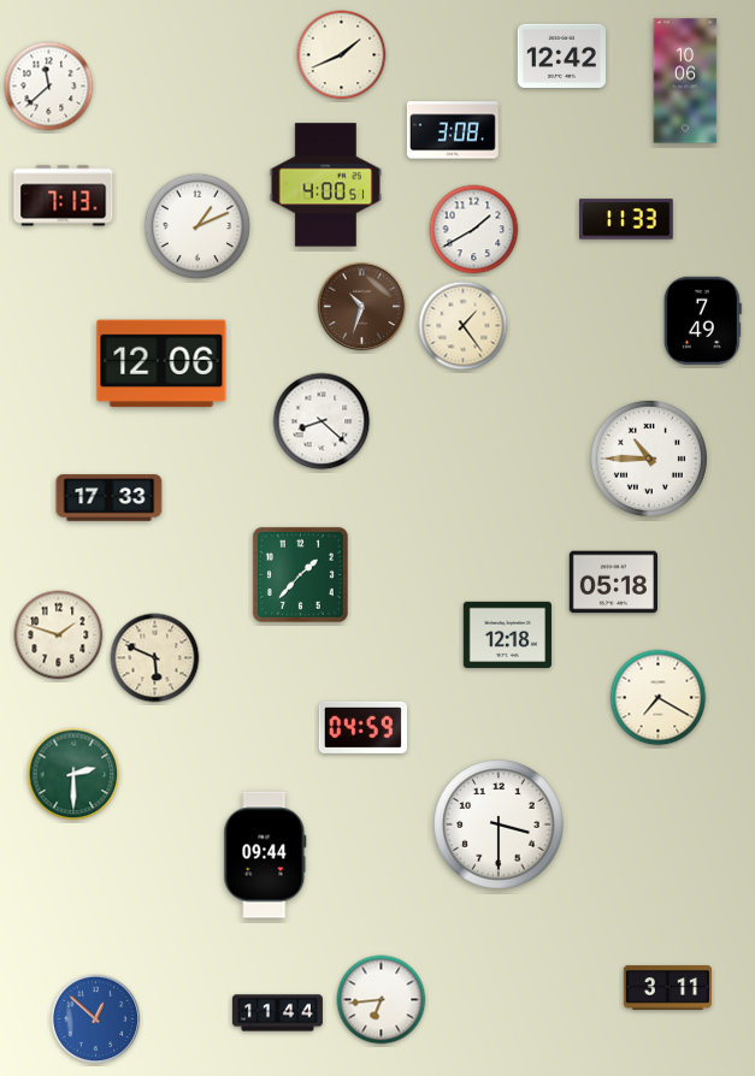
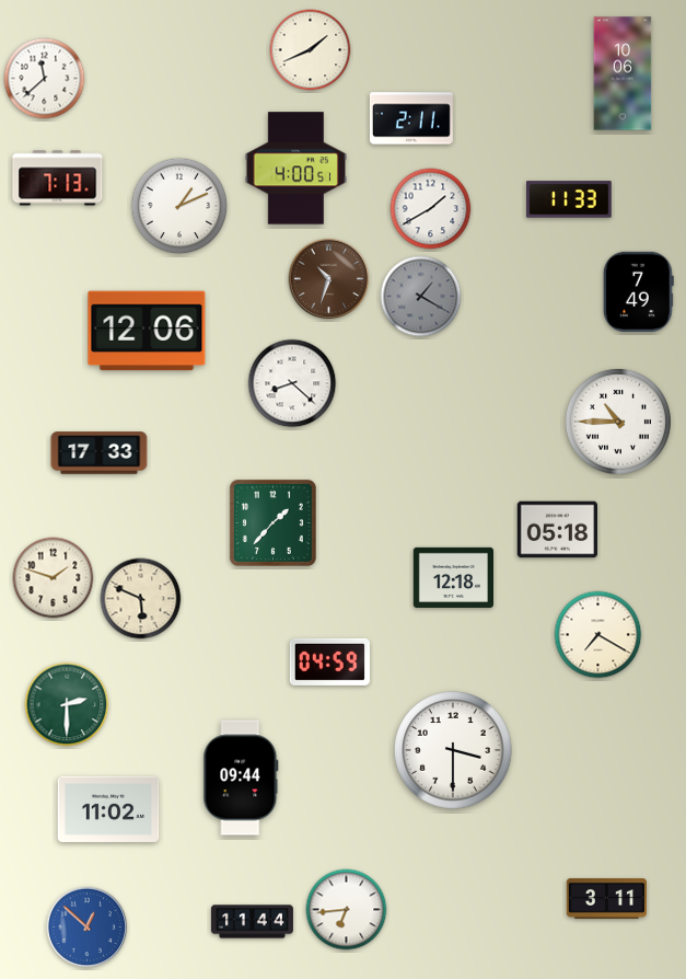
clock at (561, 55): 12:42 -> none
clock at (453, 130): 3:08 -> 2:11
clock at (464, 326): 1:24 -> 1:20
clock at (464, 326) dial: cream -> grey
clock at (649, 459) position: (649, 459) -> (618, 422)
clock at (507, 634) position: (507, 634) -> (453, 577)
clock at (108, 809): none -> 11:02
